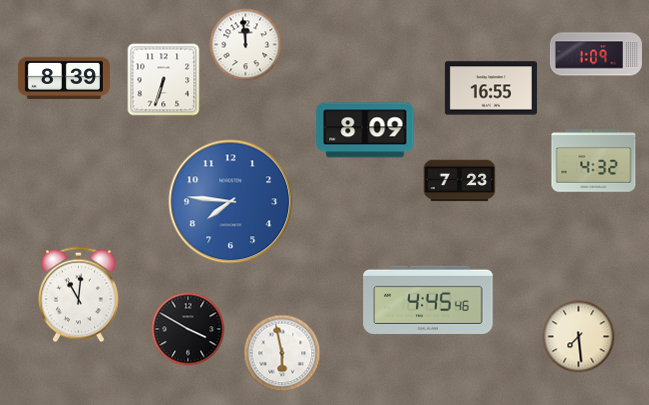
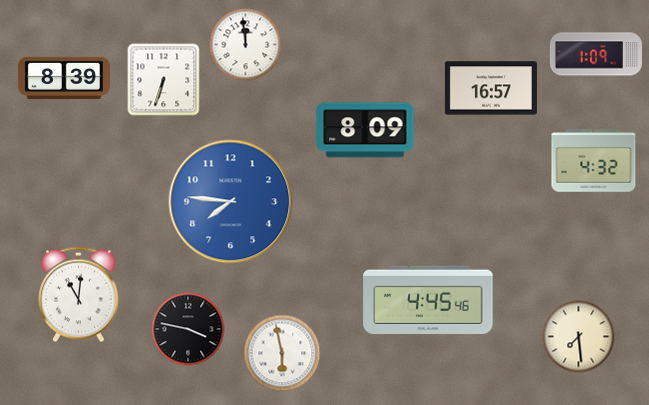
clock at (491, 88): 16:55 -> 16:57
clock at (460, 181): 7:23 -> none
clock at (188, 329): 3:50 -> 3:47
